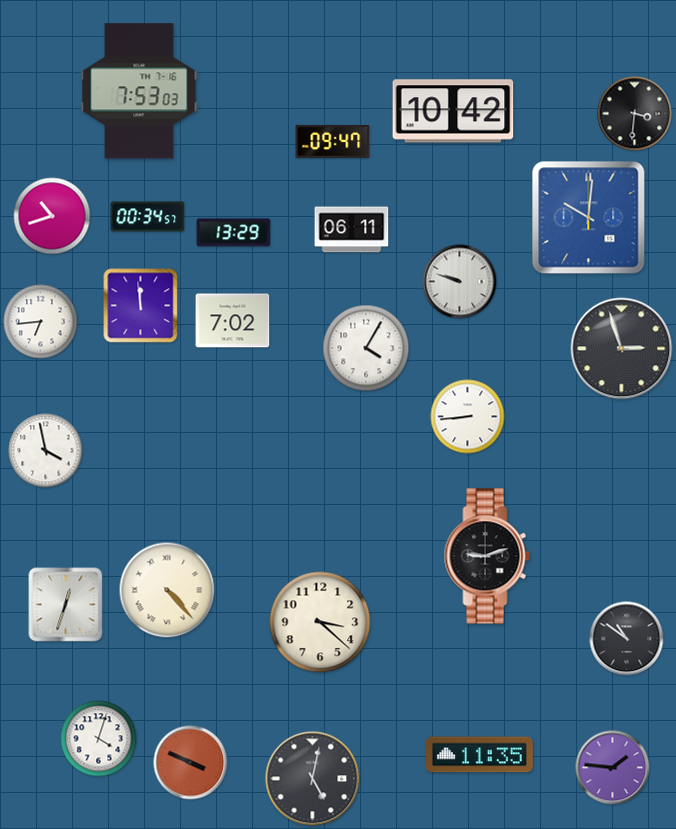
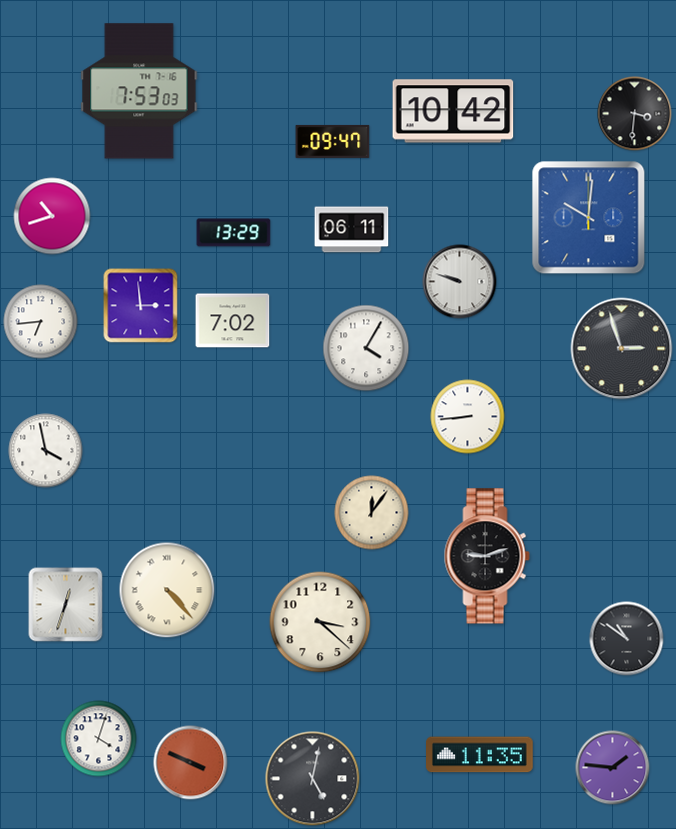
clock at (148, 217): 00:34 -> none
clock at (141, 306): 11:59 -> 2:59
clock at (372, 513): none -> 12:06
